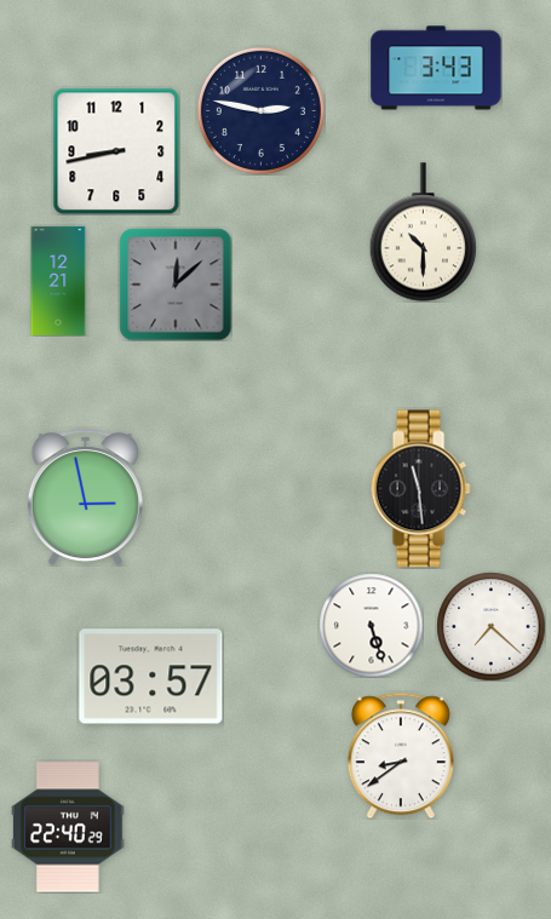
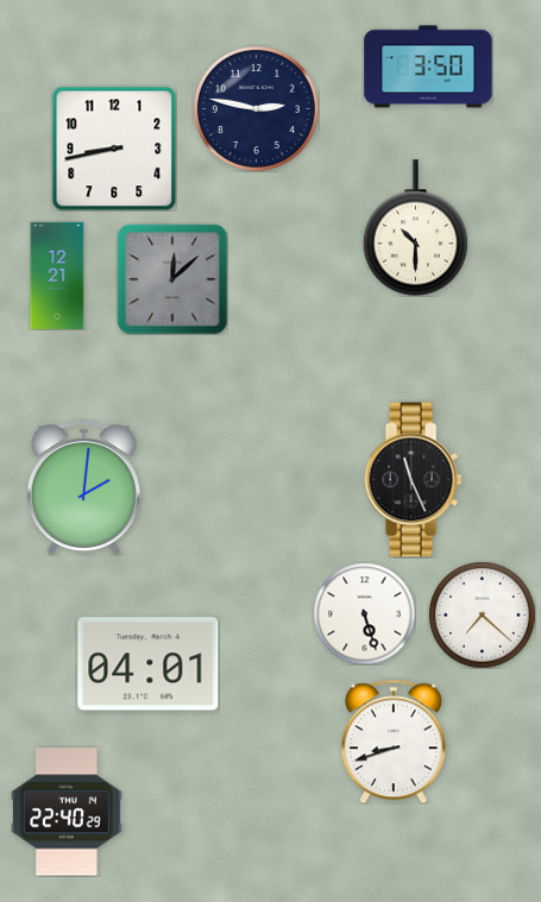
clock at (436, 68): 3:43 -> 3:50
clock at (420, 489): 11:29 -> 11:26
clock at (85, 498): 2:58 -> 2:01
clock at (151, 677): 03:57 -> 04:01
clock at (401, 756): 8:39 -> 8:42
